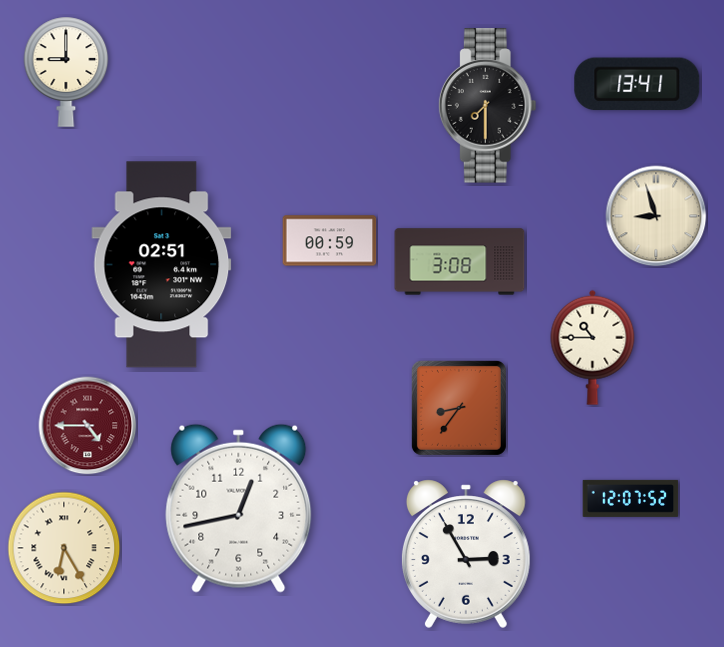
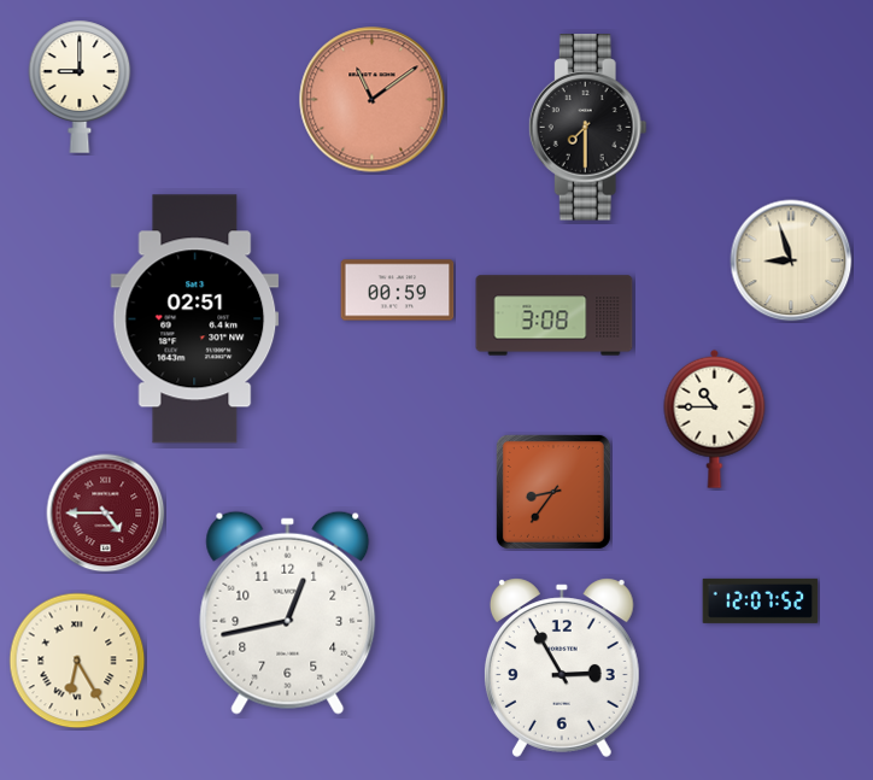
clock at (373, 100): none -> 11:09
clock at (637, 84): 13:41 -> none
